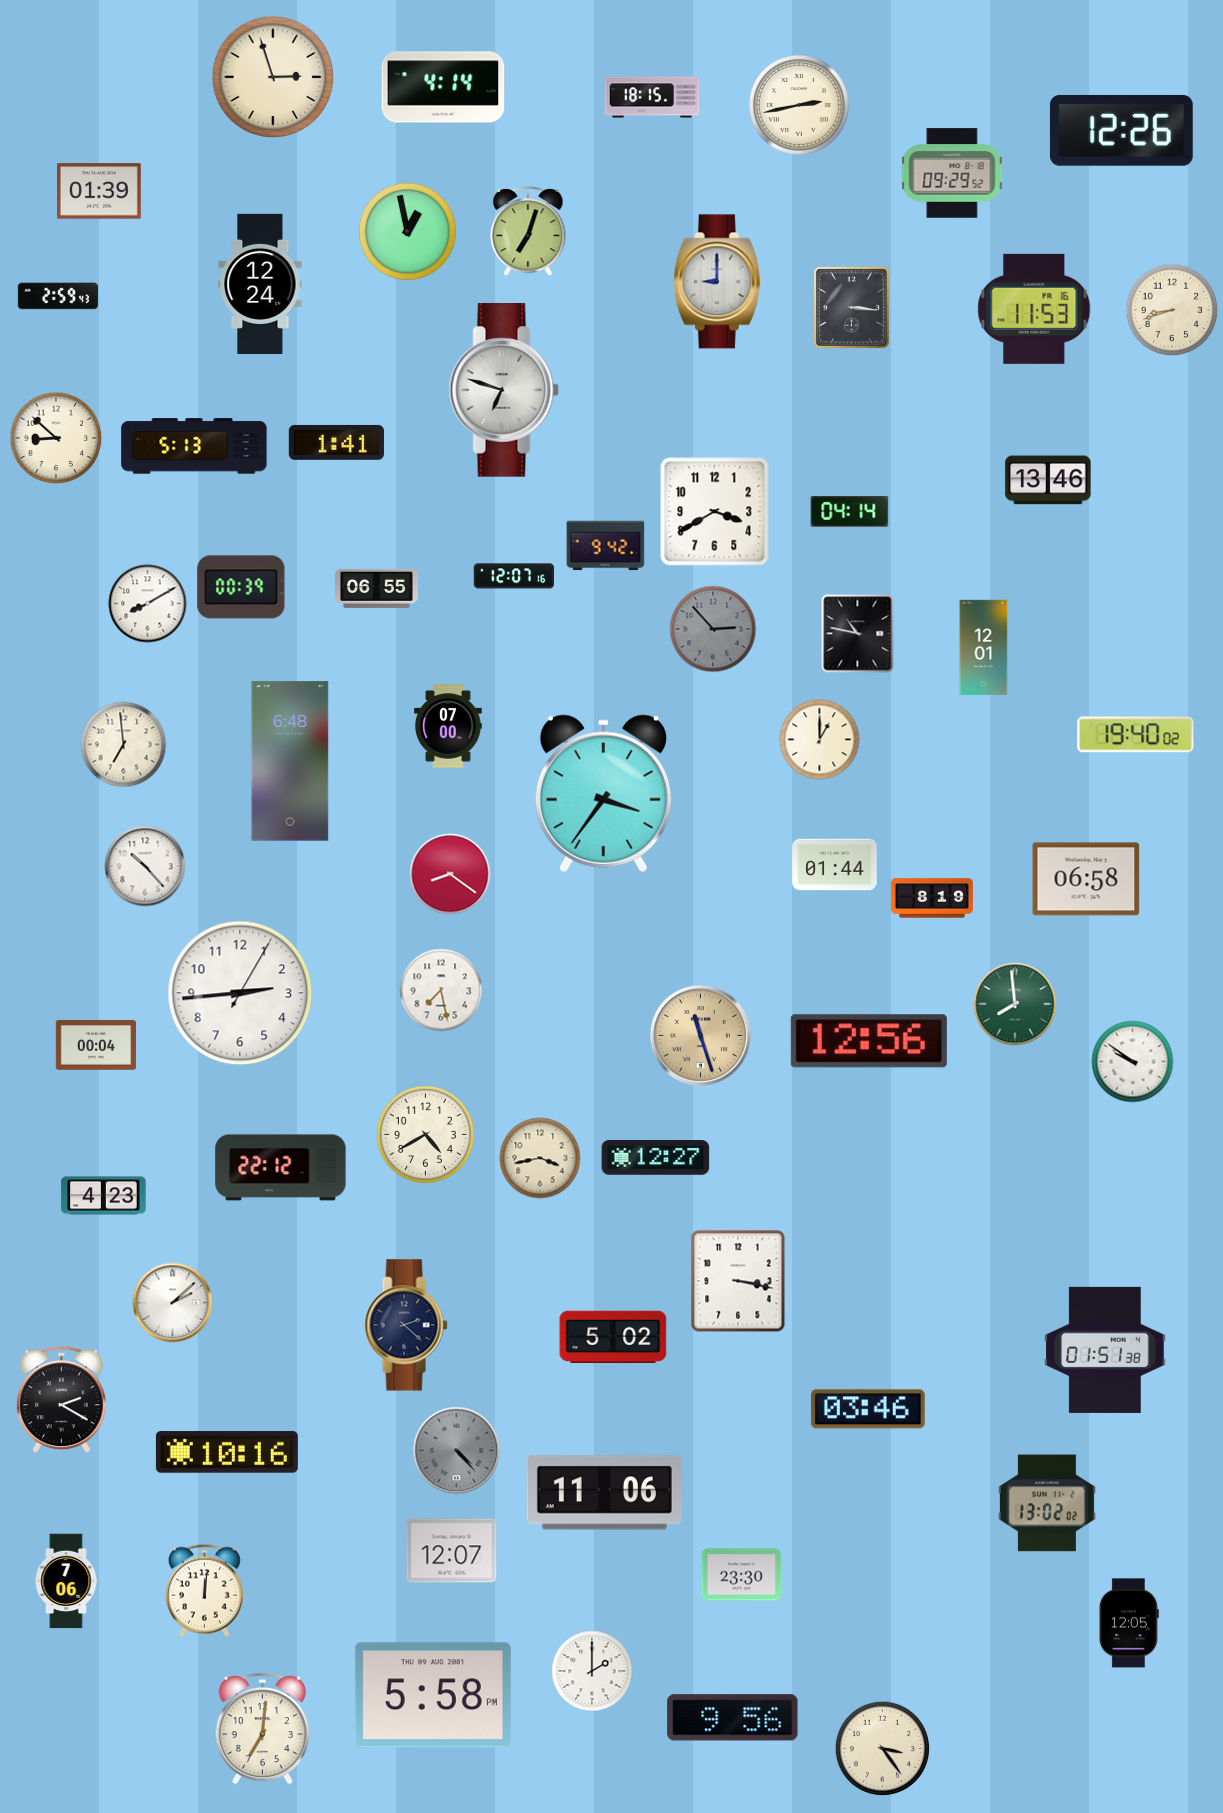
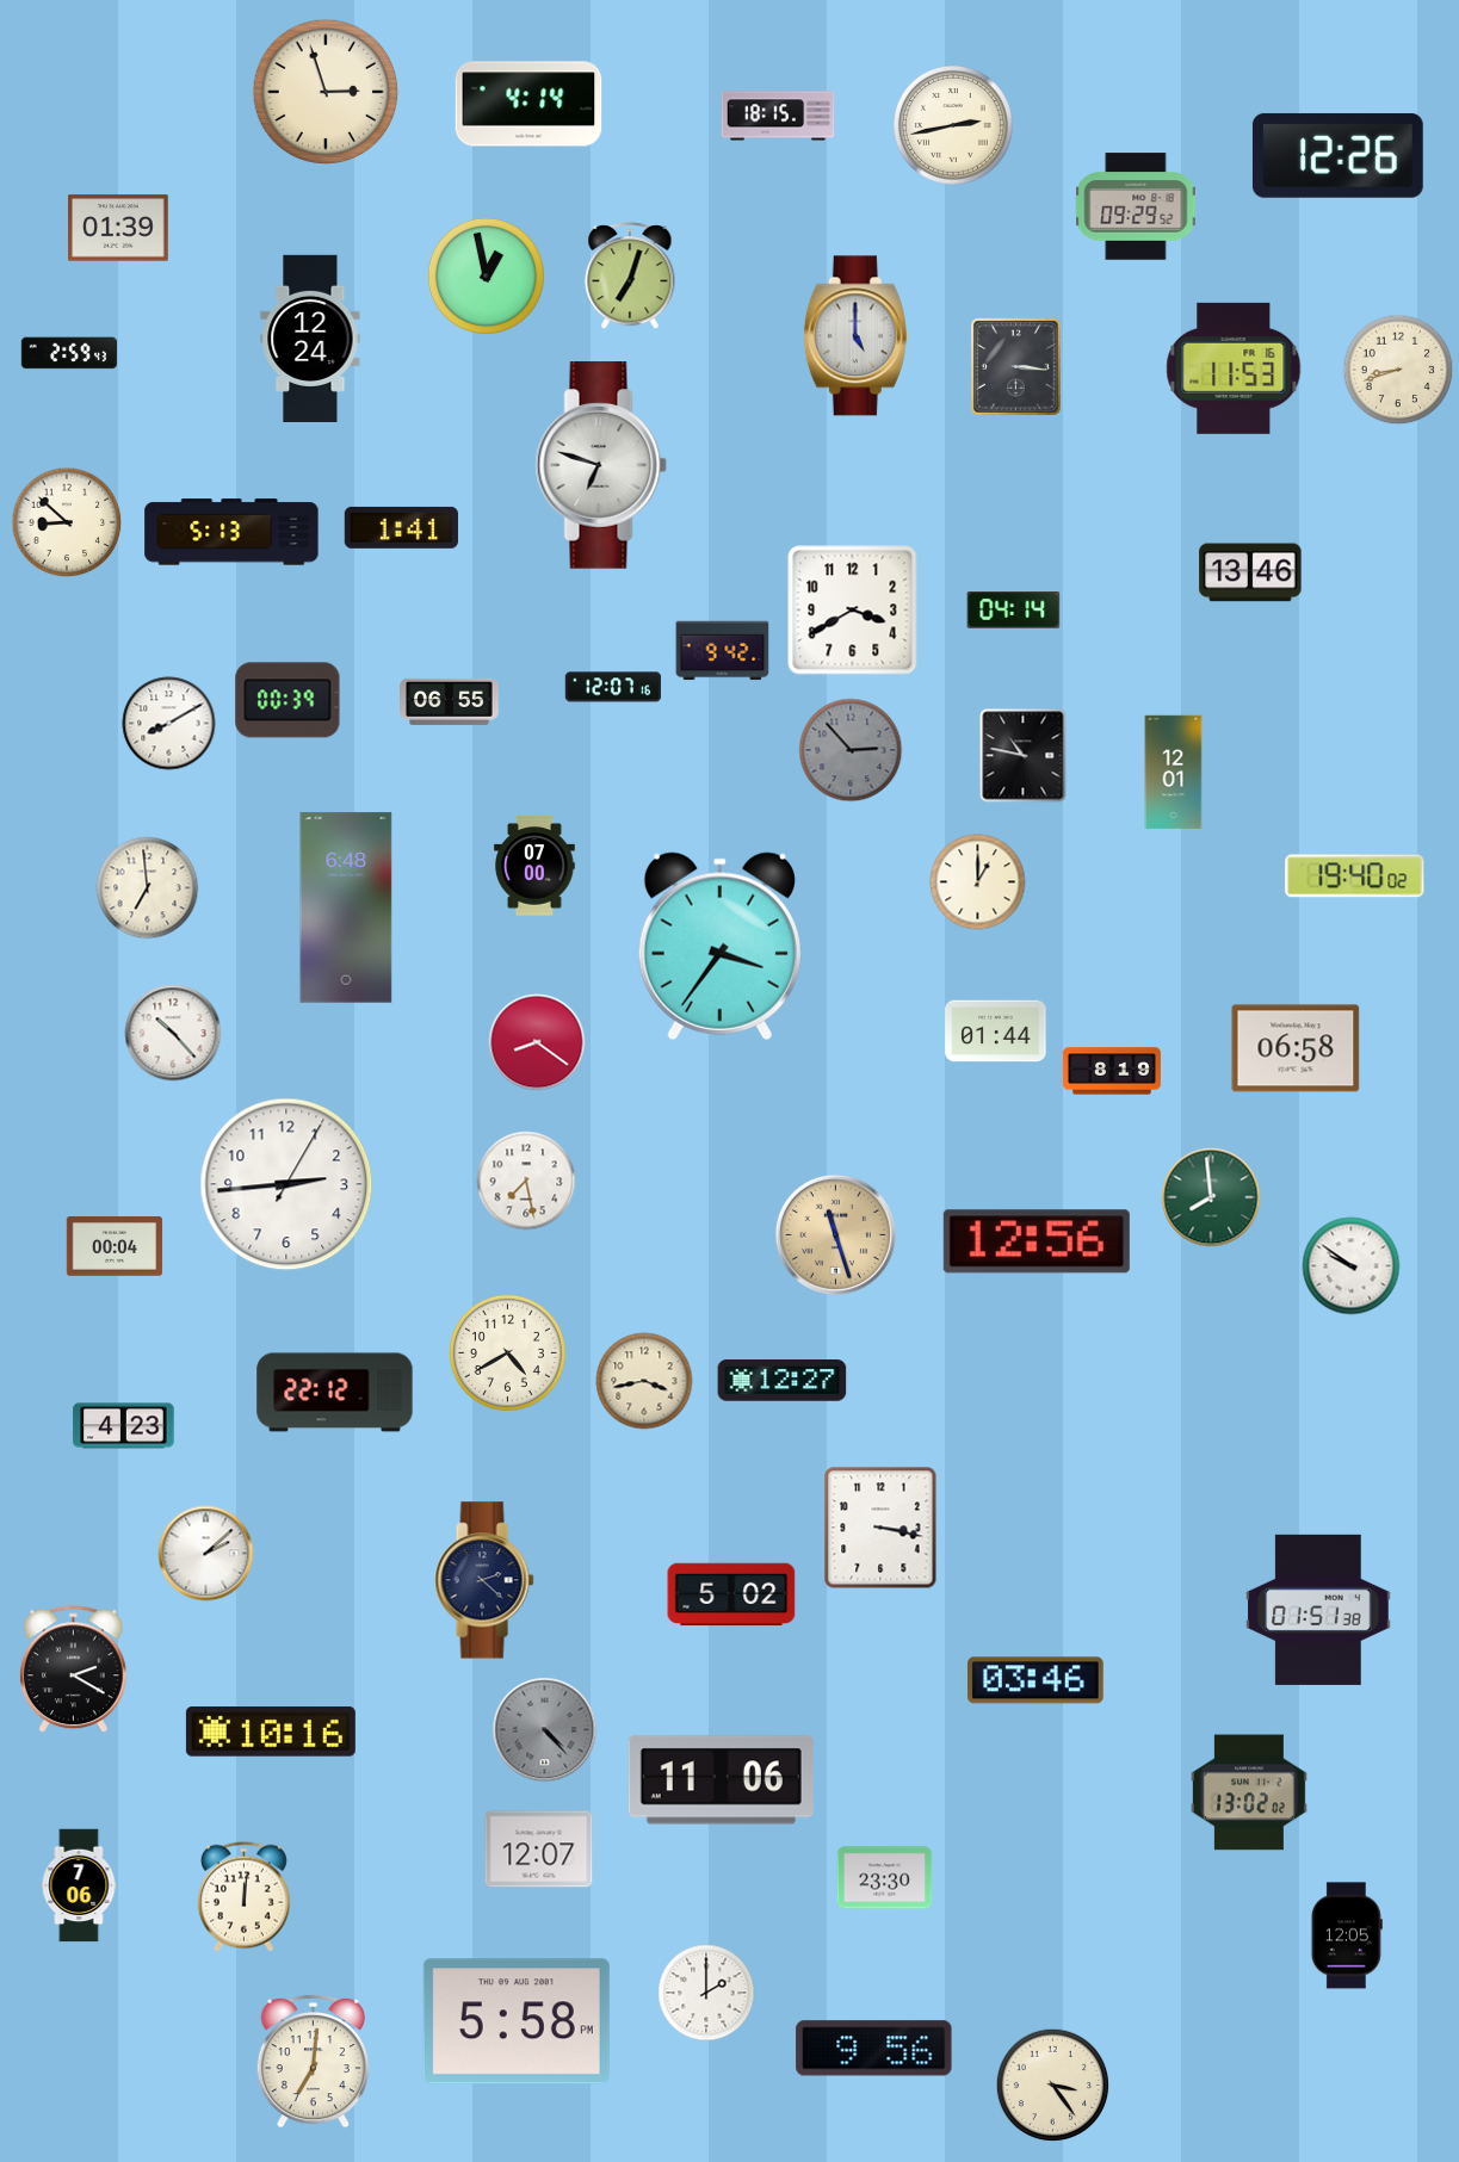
clock at (717, 282): 9:00 -> 5:00
clock at (148, 604) position: (148, 604) -> (169, 724)
